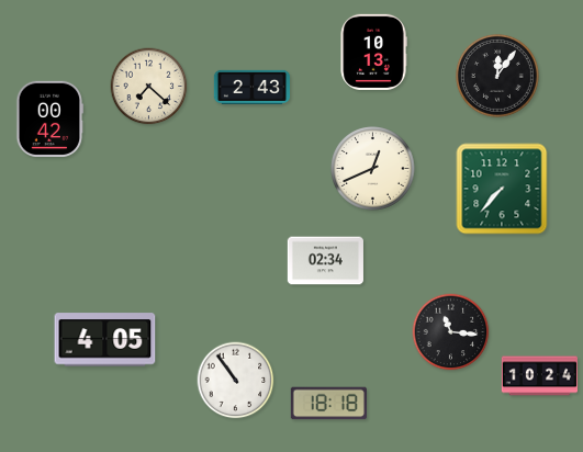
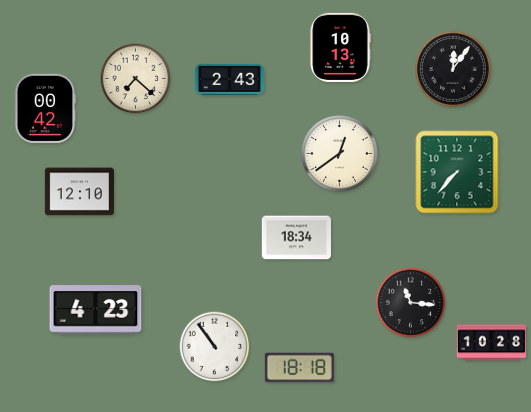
clock at (373, 169): 12:41 -> 12:39
clock at (79, 192): none -> 12:10
clock at (325, 261): 02:34 -> 18:34
clock at (105, 340): 4:05 -> 4:23
clock at (539, 376): 10:24 -> 10:28
